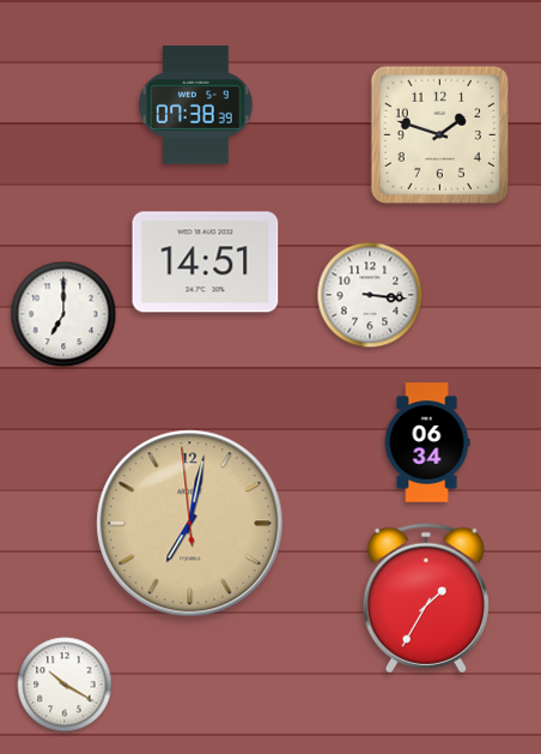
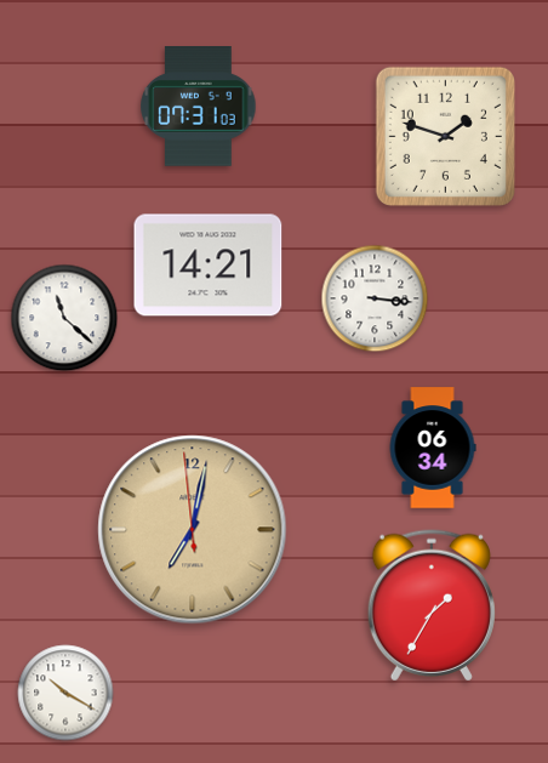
clock at (196, 105): 07:38 -> 07:31
clock at (206, 263): 14:51 -> 14:21
clock at (63, 314): 7:00 -> 11:22
